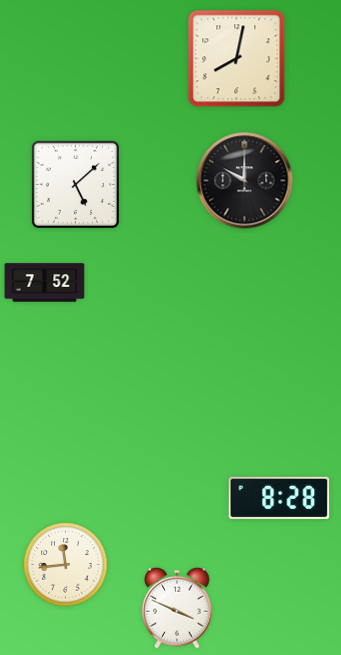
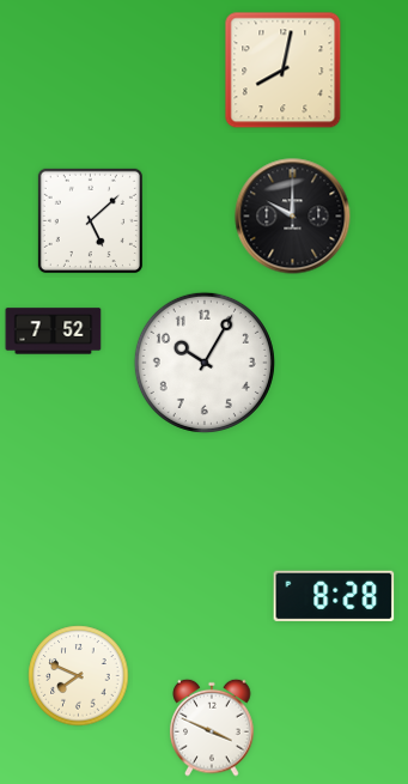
clock at (45, 283) position: (45, 283) -> (54, 332)
clock at (205, 363): none -> 10:05
clock at (66, 565): 11:44 -> 7:49
